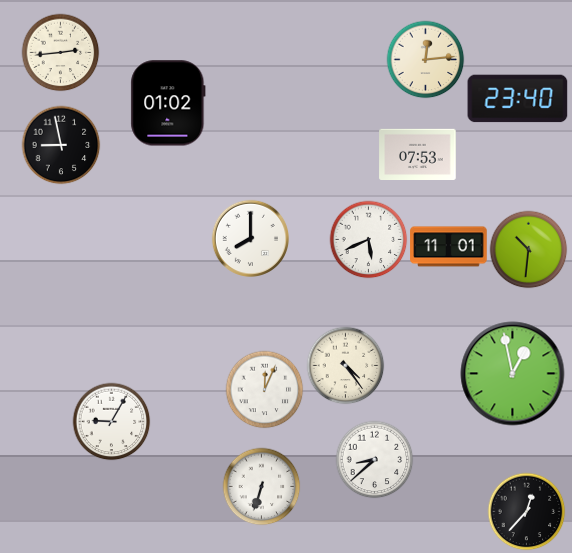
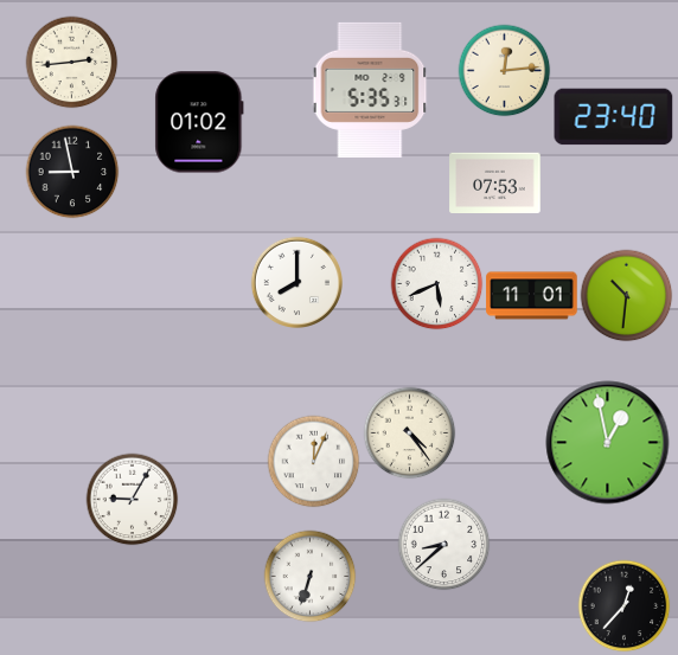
clock at (370, 90): none -> 5:35
clock at (449, 247) position: (449, 247) -> (532, 296)
